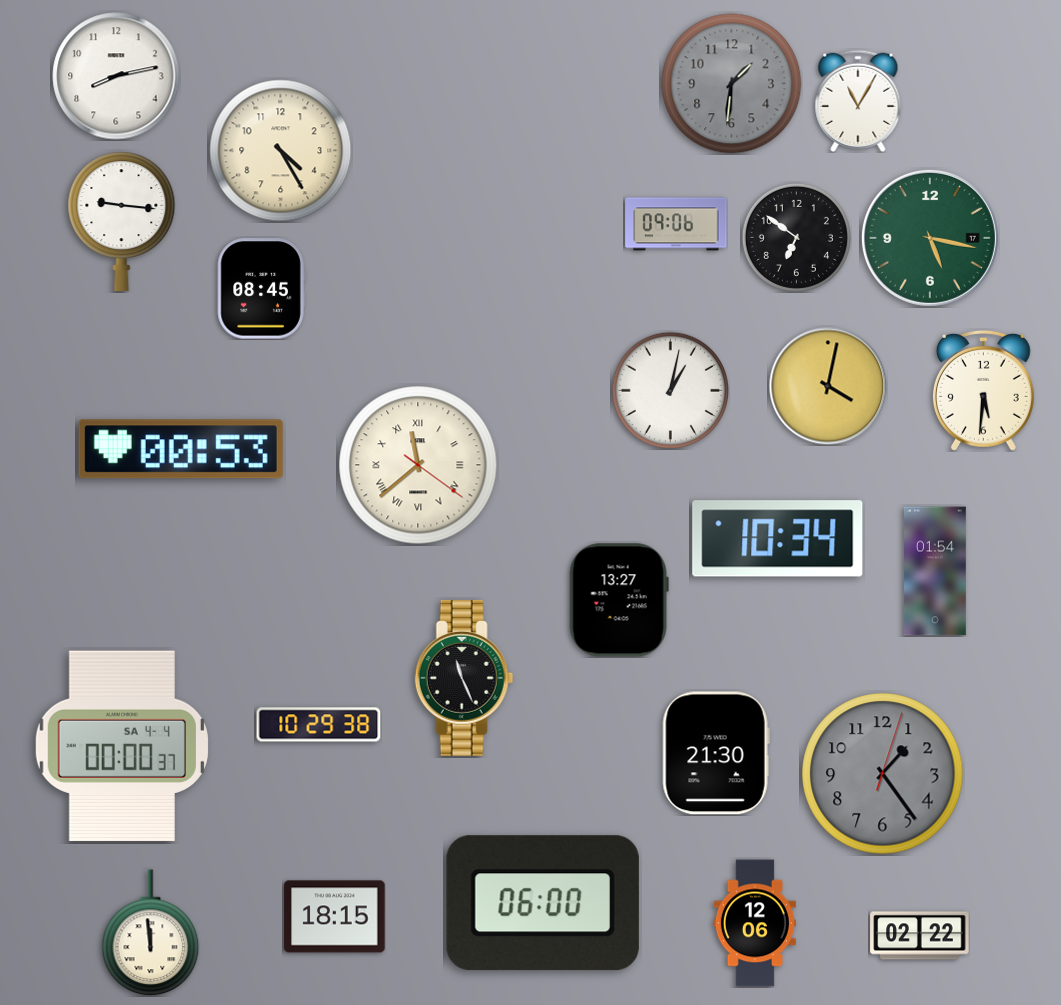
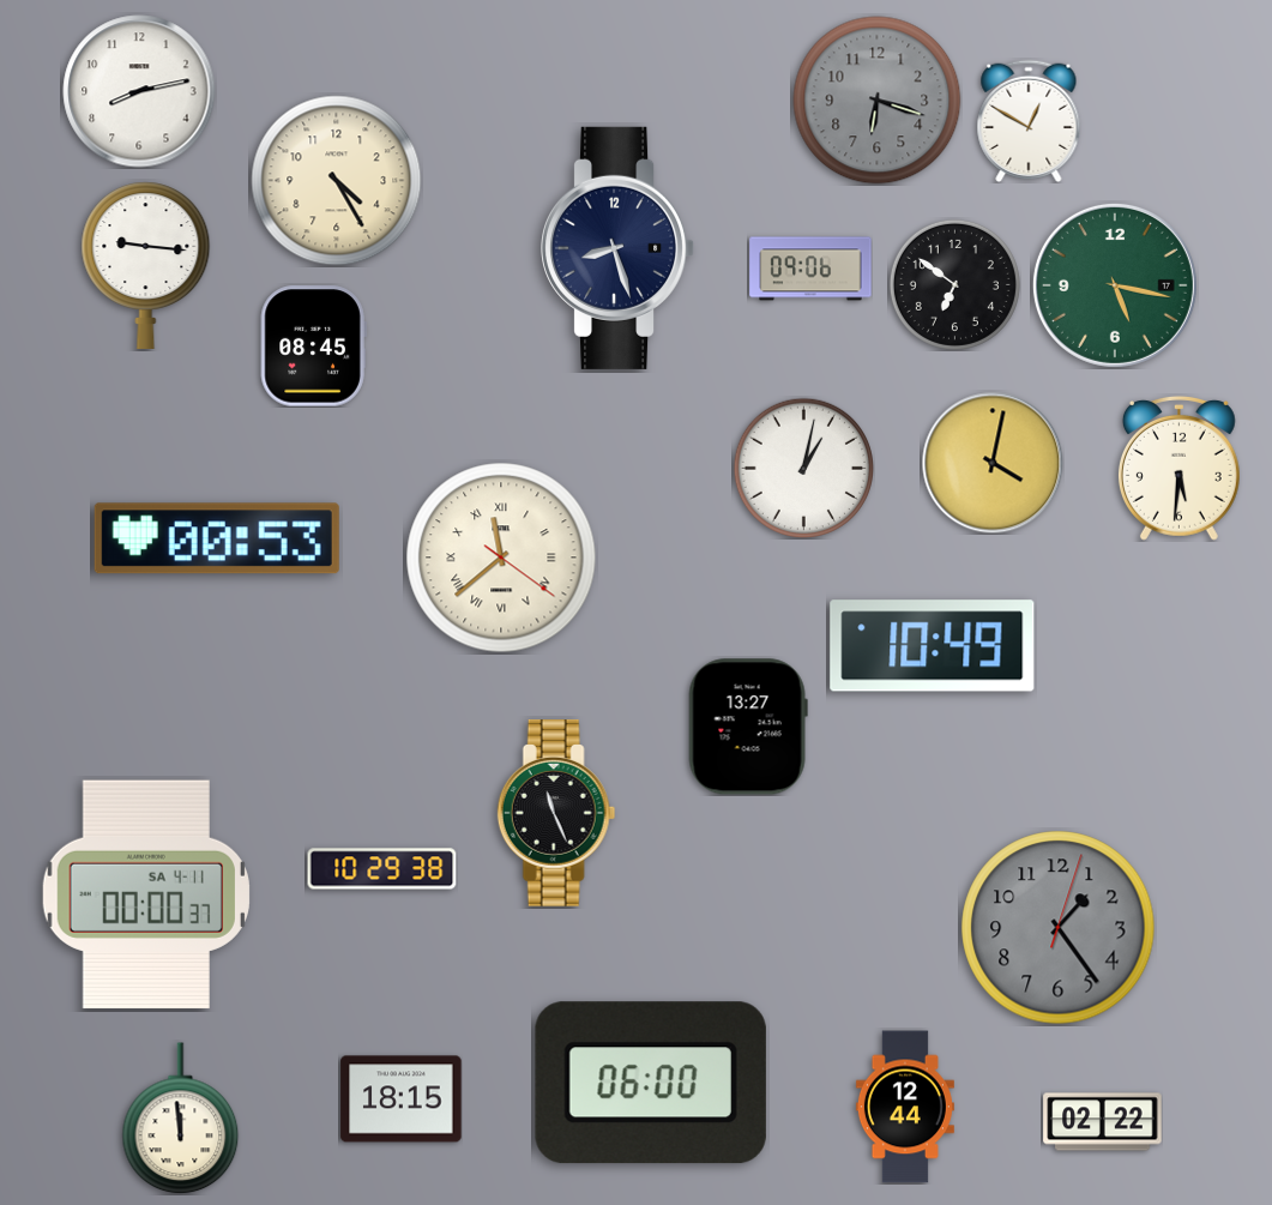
clock at (732, 84): 1:31 -> 6:18
clock at (858, 101): 11:05 -> 12:50
clock at (619, 248): none -> 8:27
clock at (778, 539): 10:34 -> 10:49
clock at (936, 571): 01:54 -> none
clock at (619, 600) position: (619, 600) -> (748, 727)
clock at (122, 746) date: SA 4-4 -> SA 4-11
clock at (716, 753): 21:30 -> none
clock at (755, 923): 12:06 -> 12:44
